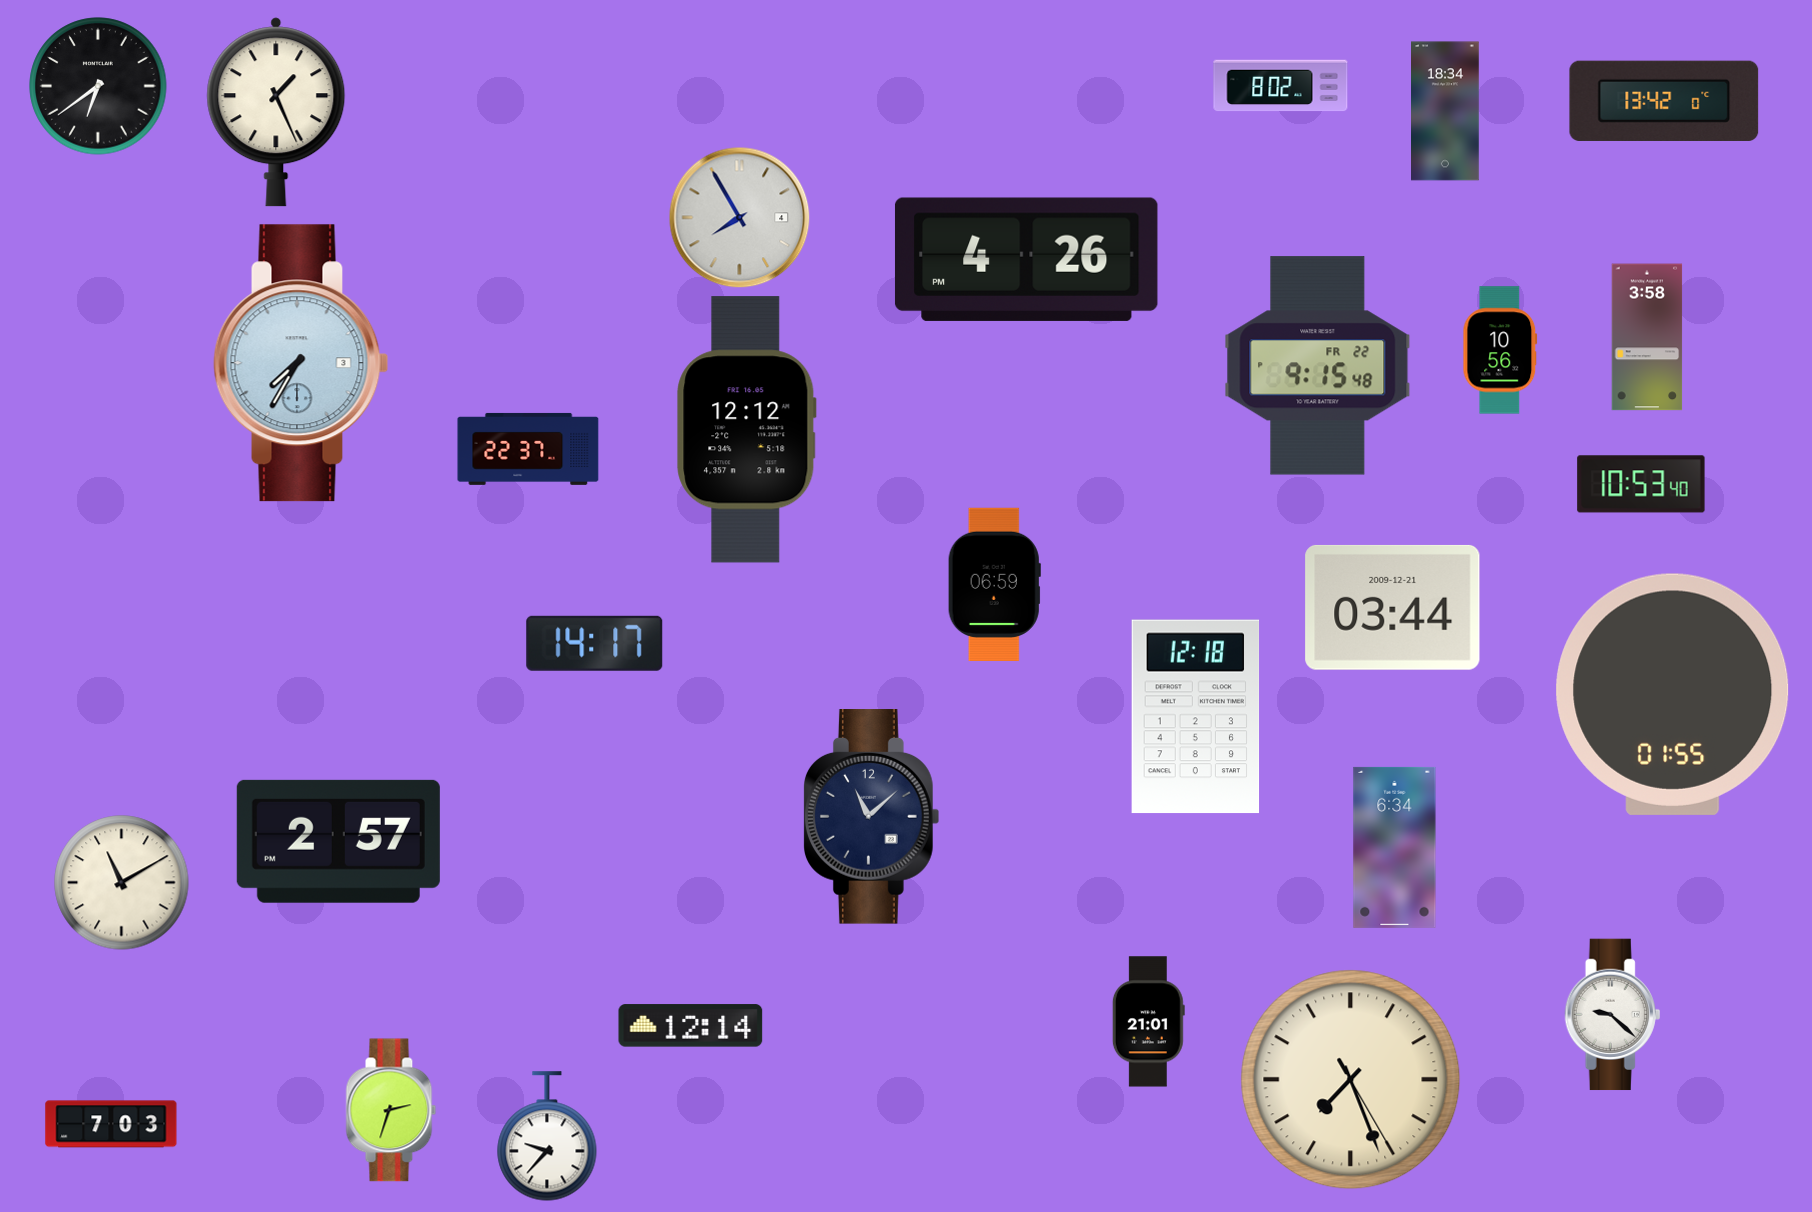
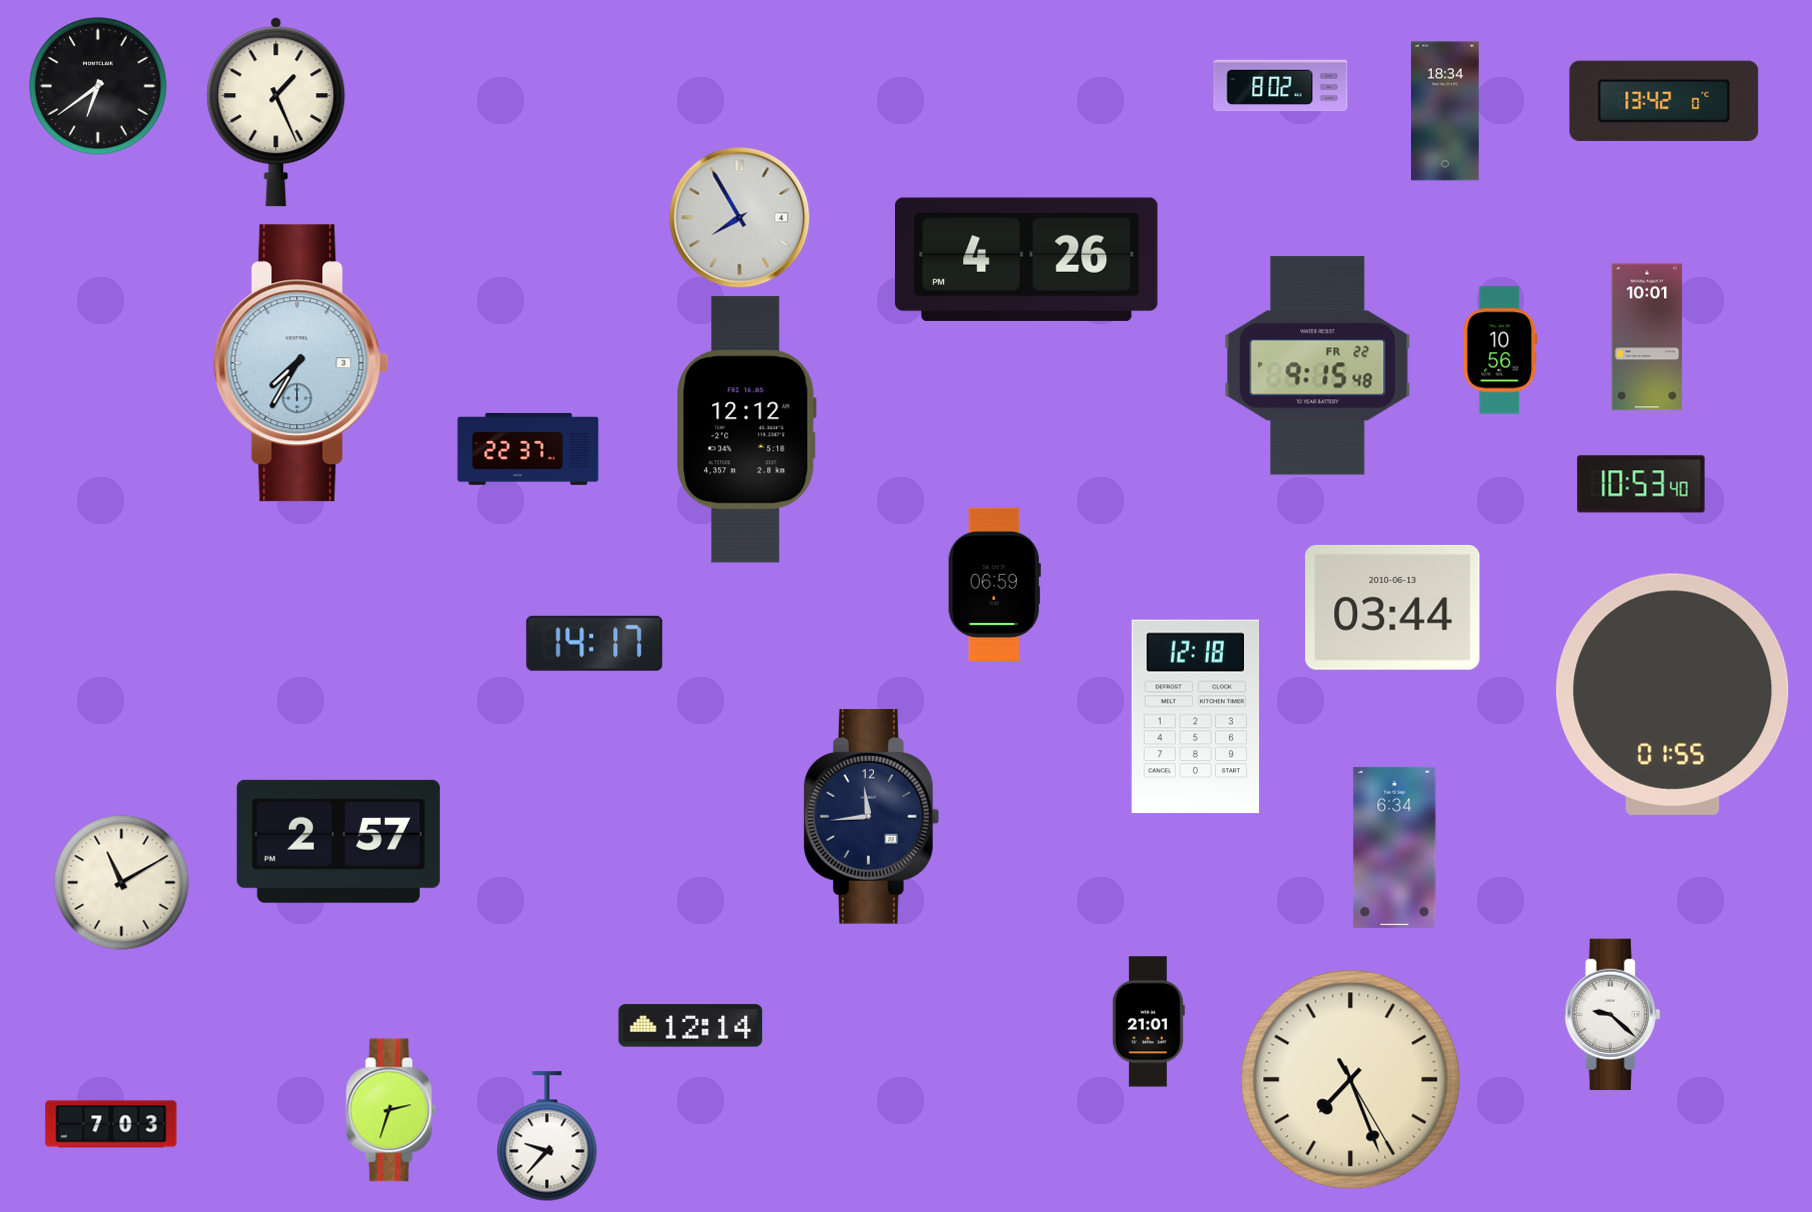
clock at (1647, 337): 3:58 -> 10:01
clock at (1393, 607) date: 2009-12-21 -> 2010-06-13
clock at (872, 817): 11:08 -> 11:44
